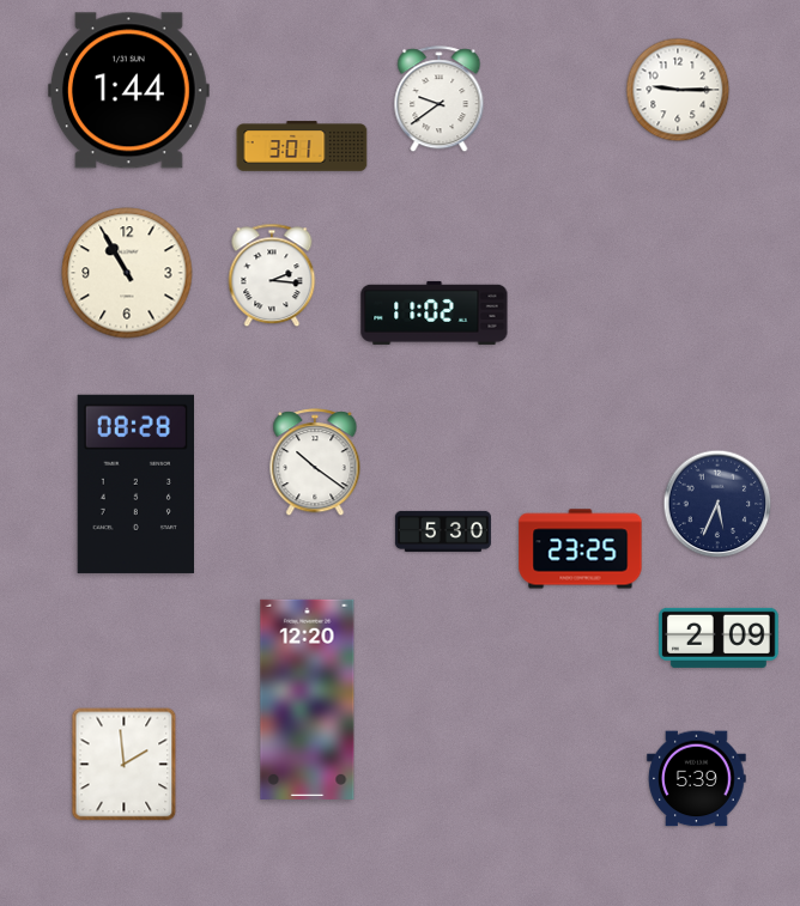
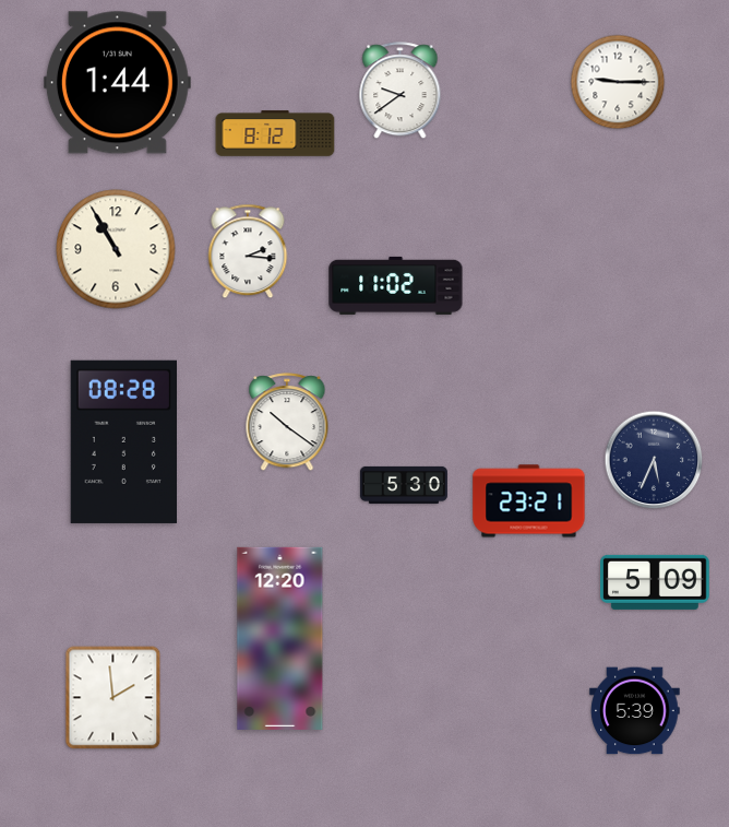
clock at (302, 146): 3:01 -> 8:12
clock at (581, 549): 23:25 -> 23:21
clock at (720, 638): 2:09 -> 5:09
